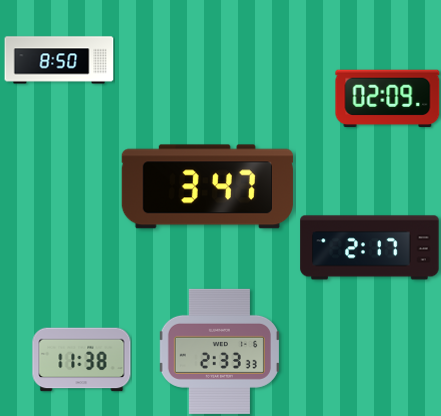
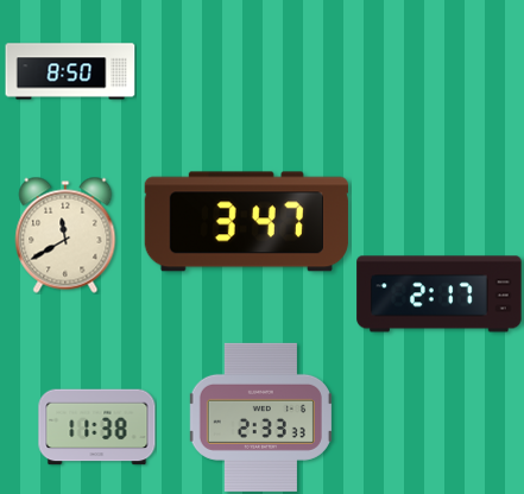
clock at (388, 99): 02:09 -> none
clock at (65, 235): none -> 11:40
